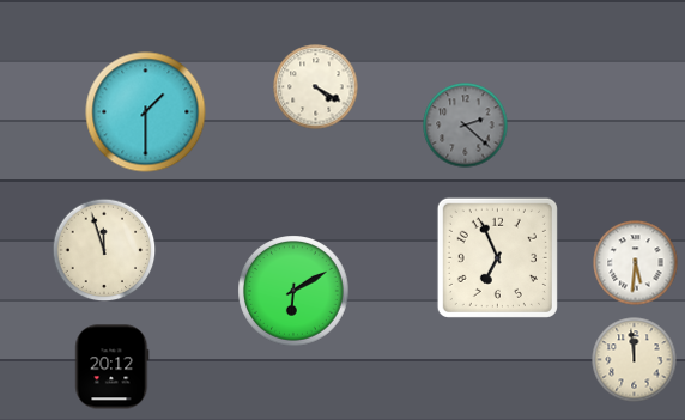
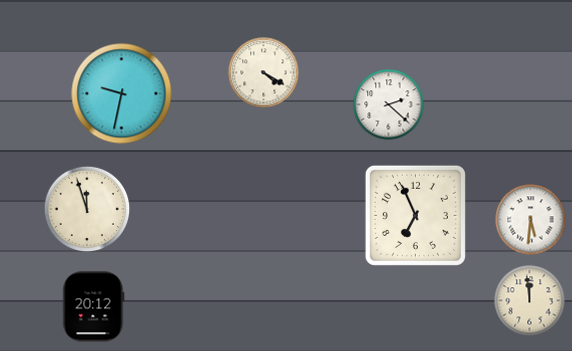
clock at (146, 112): 1:30 -> 9:32
clock at (466, 126) dial: grey -> white
clock at (293, 291): 6:10 -> none
